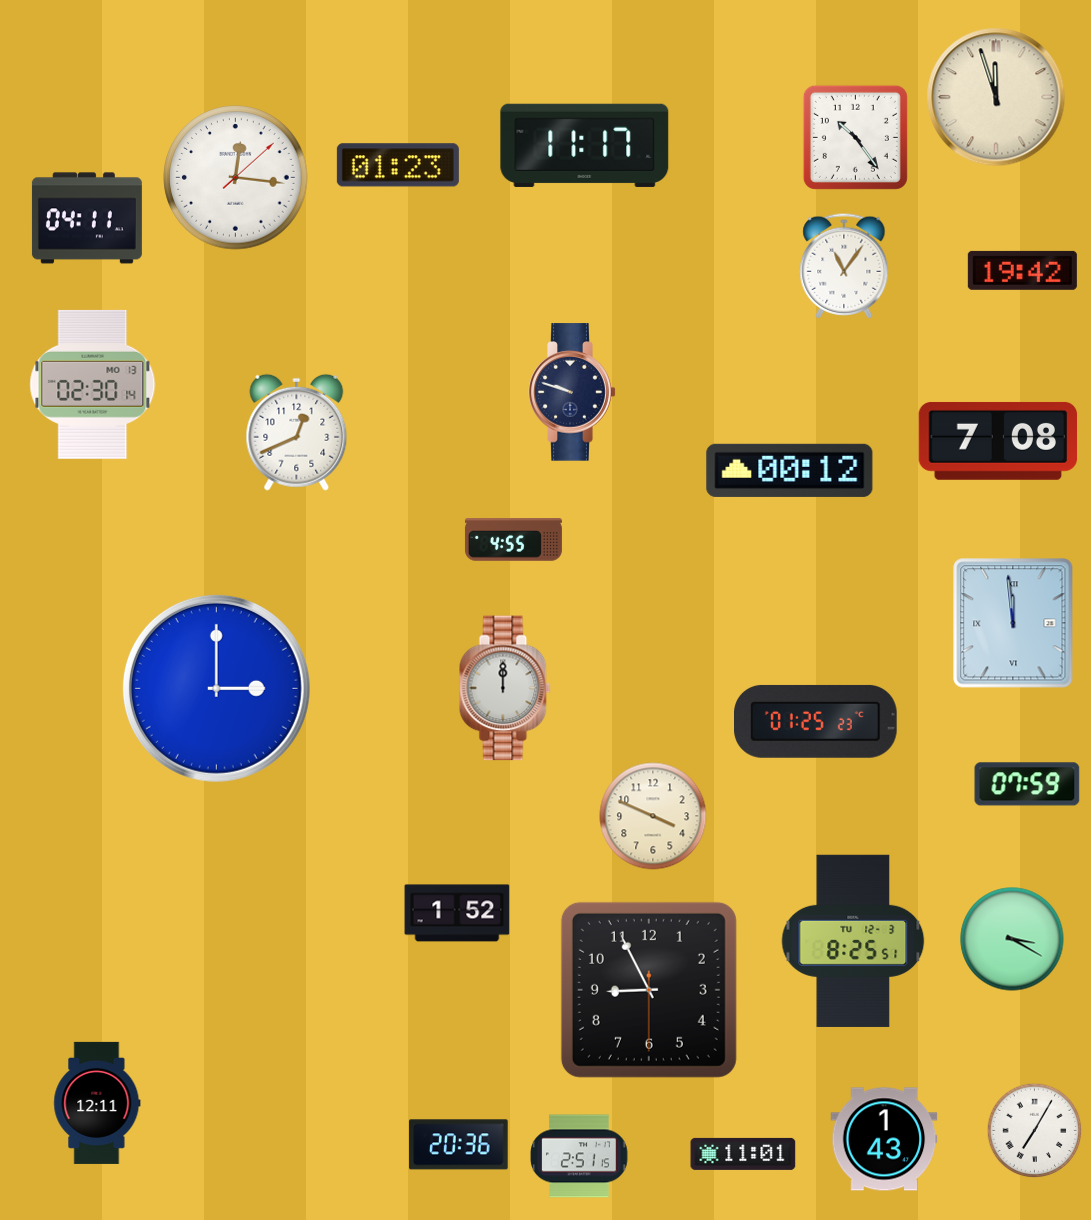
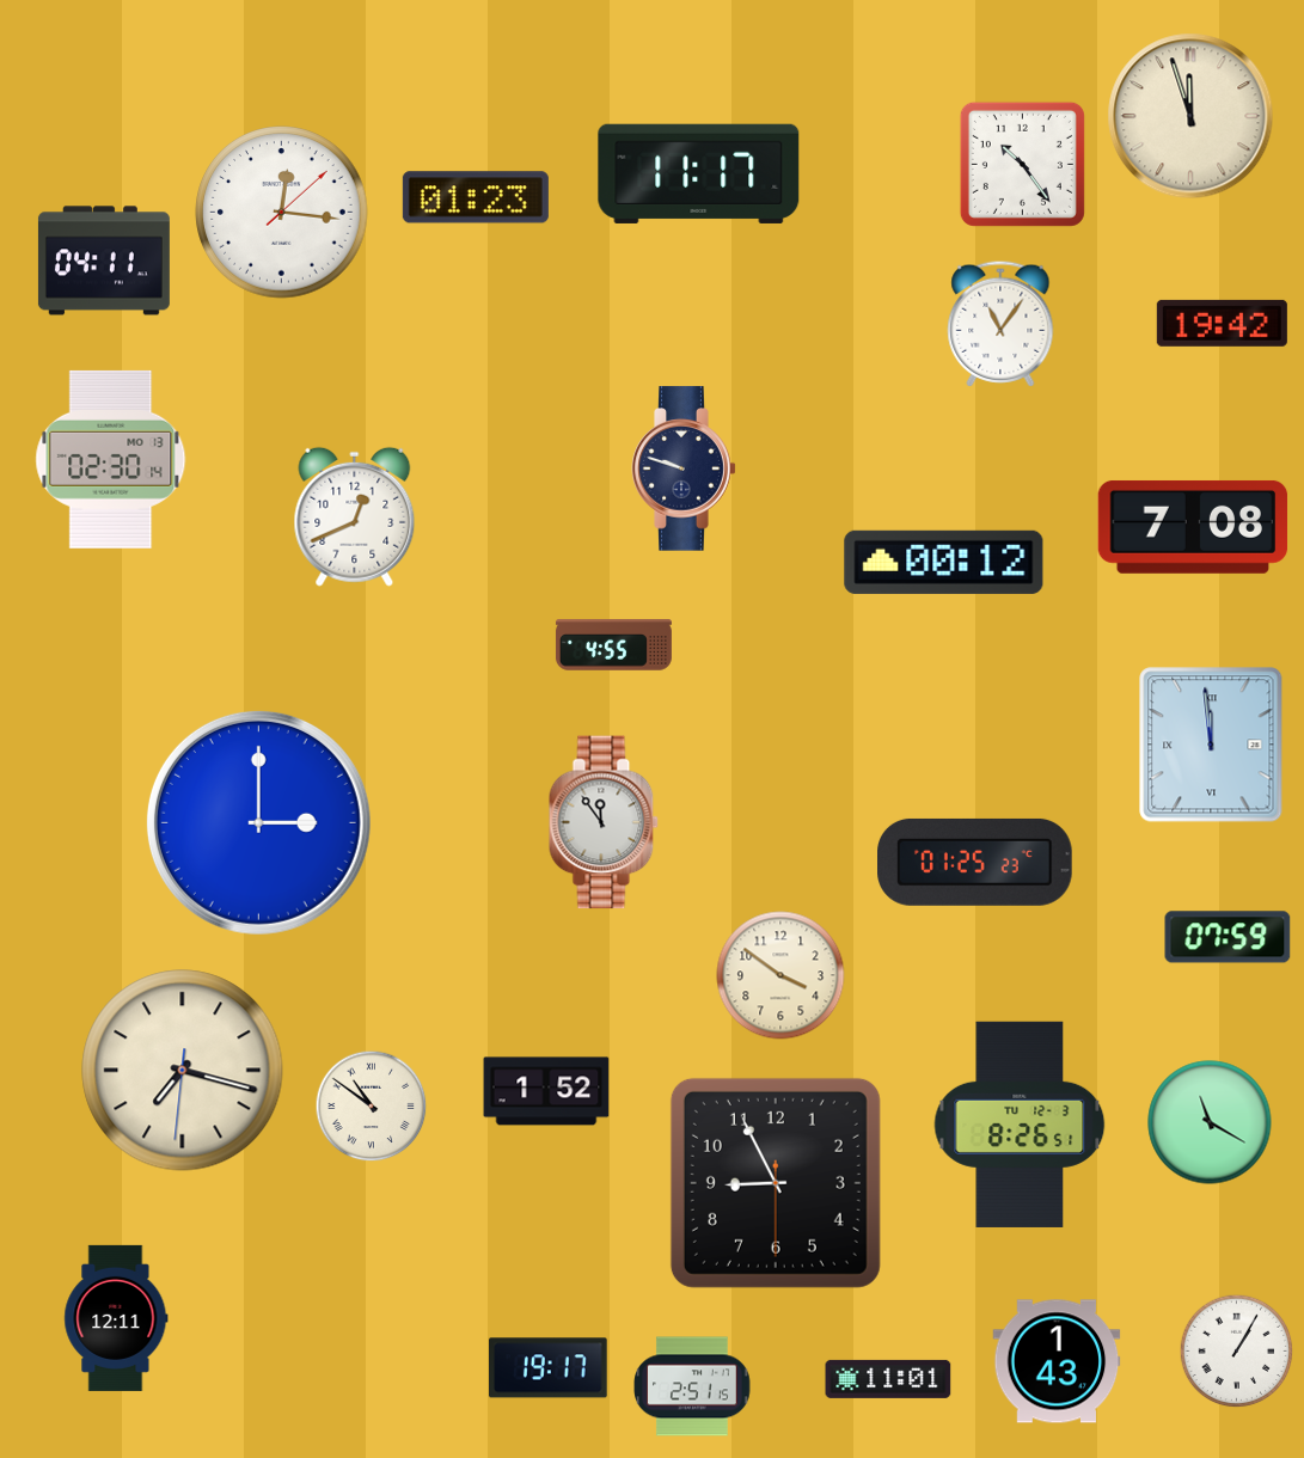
clock at (844, 266) position: (844, 266) -> (1000, 324)
clock at (505, 688): 12:00 -> 11:54
clock at (653, 816): 3:49 -> 3:51
clock at (183, 1071): none -> 7:17
clock at (372, 1107): none -> 10:51
clock at (1012, 939): 3:20 -> 11:20
clock at (853, 941): 8:25 -> 8:26
clock at (1035, 1131): 7:05 -> 1:05
clock at (459, 1145): 20:36 -> 19:17
clock at (579, 1156) position: (579, 1156) -> (692, 1386)
